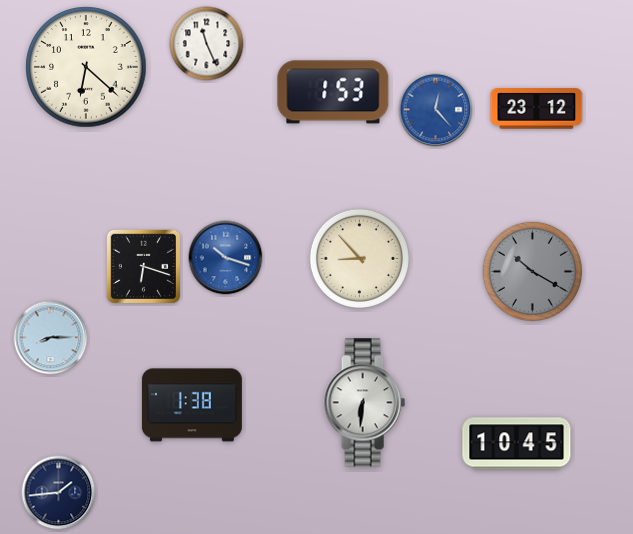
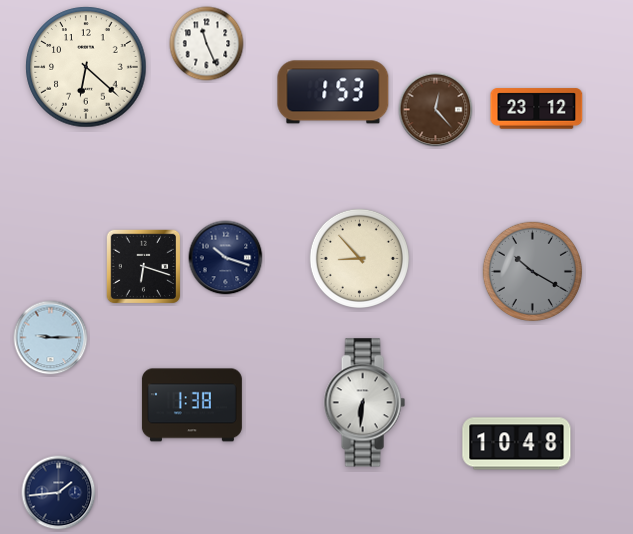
clock at (436, 110) dial: blue -> brown
clock at (226, 258) dial: blue -> navy
clock at (51, 338): 8:15 -> 9:15
clock at (517, 444): 10:45 -> 10:48
